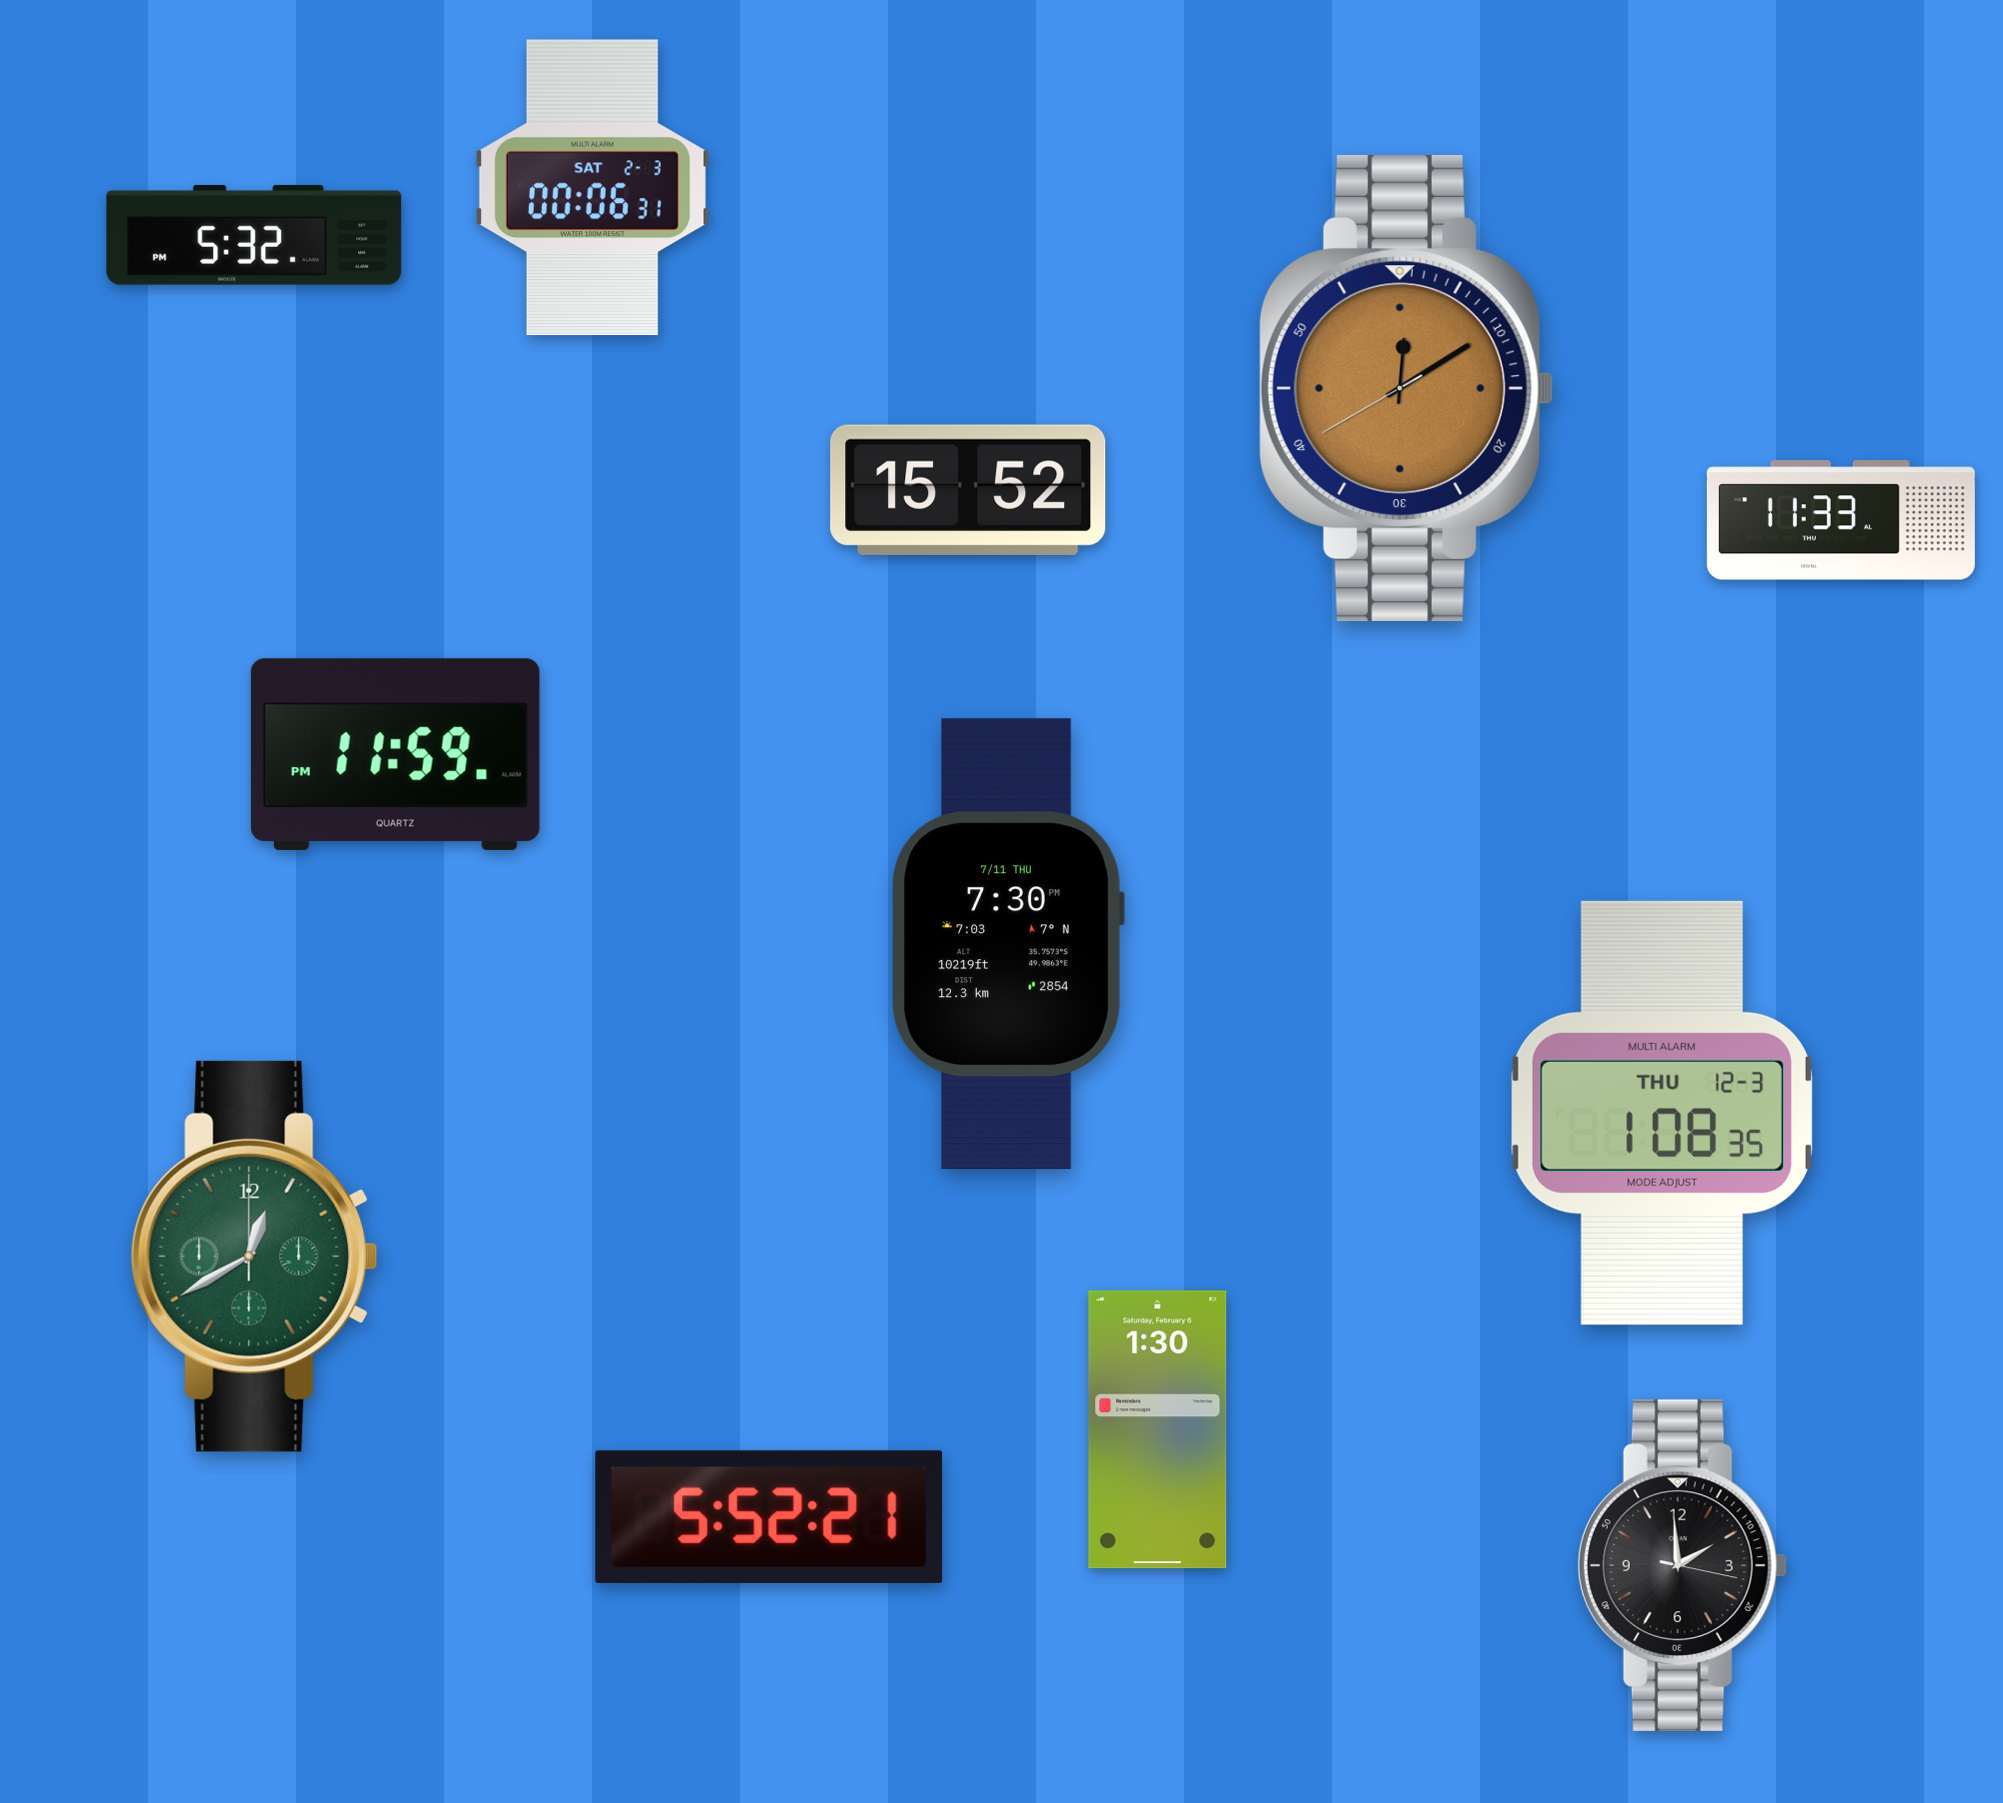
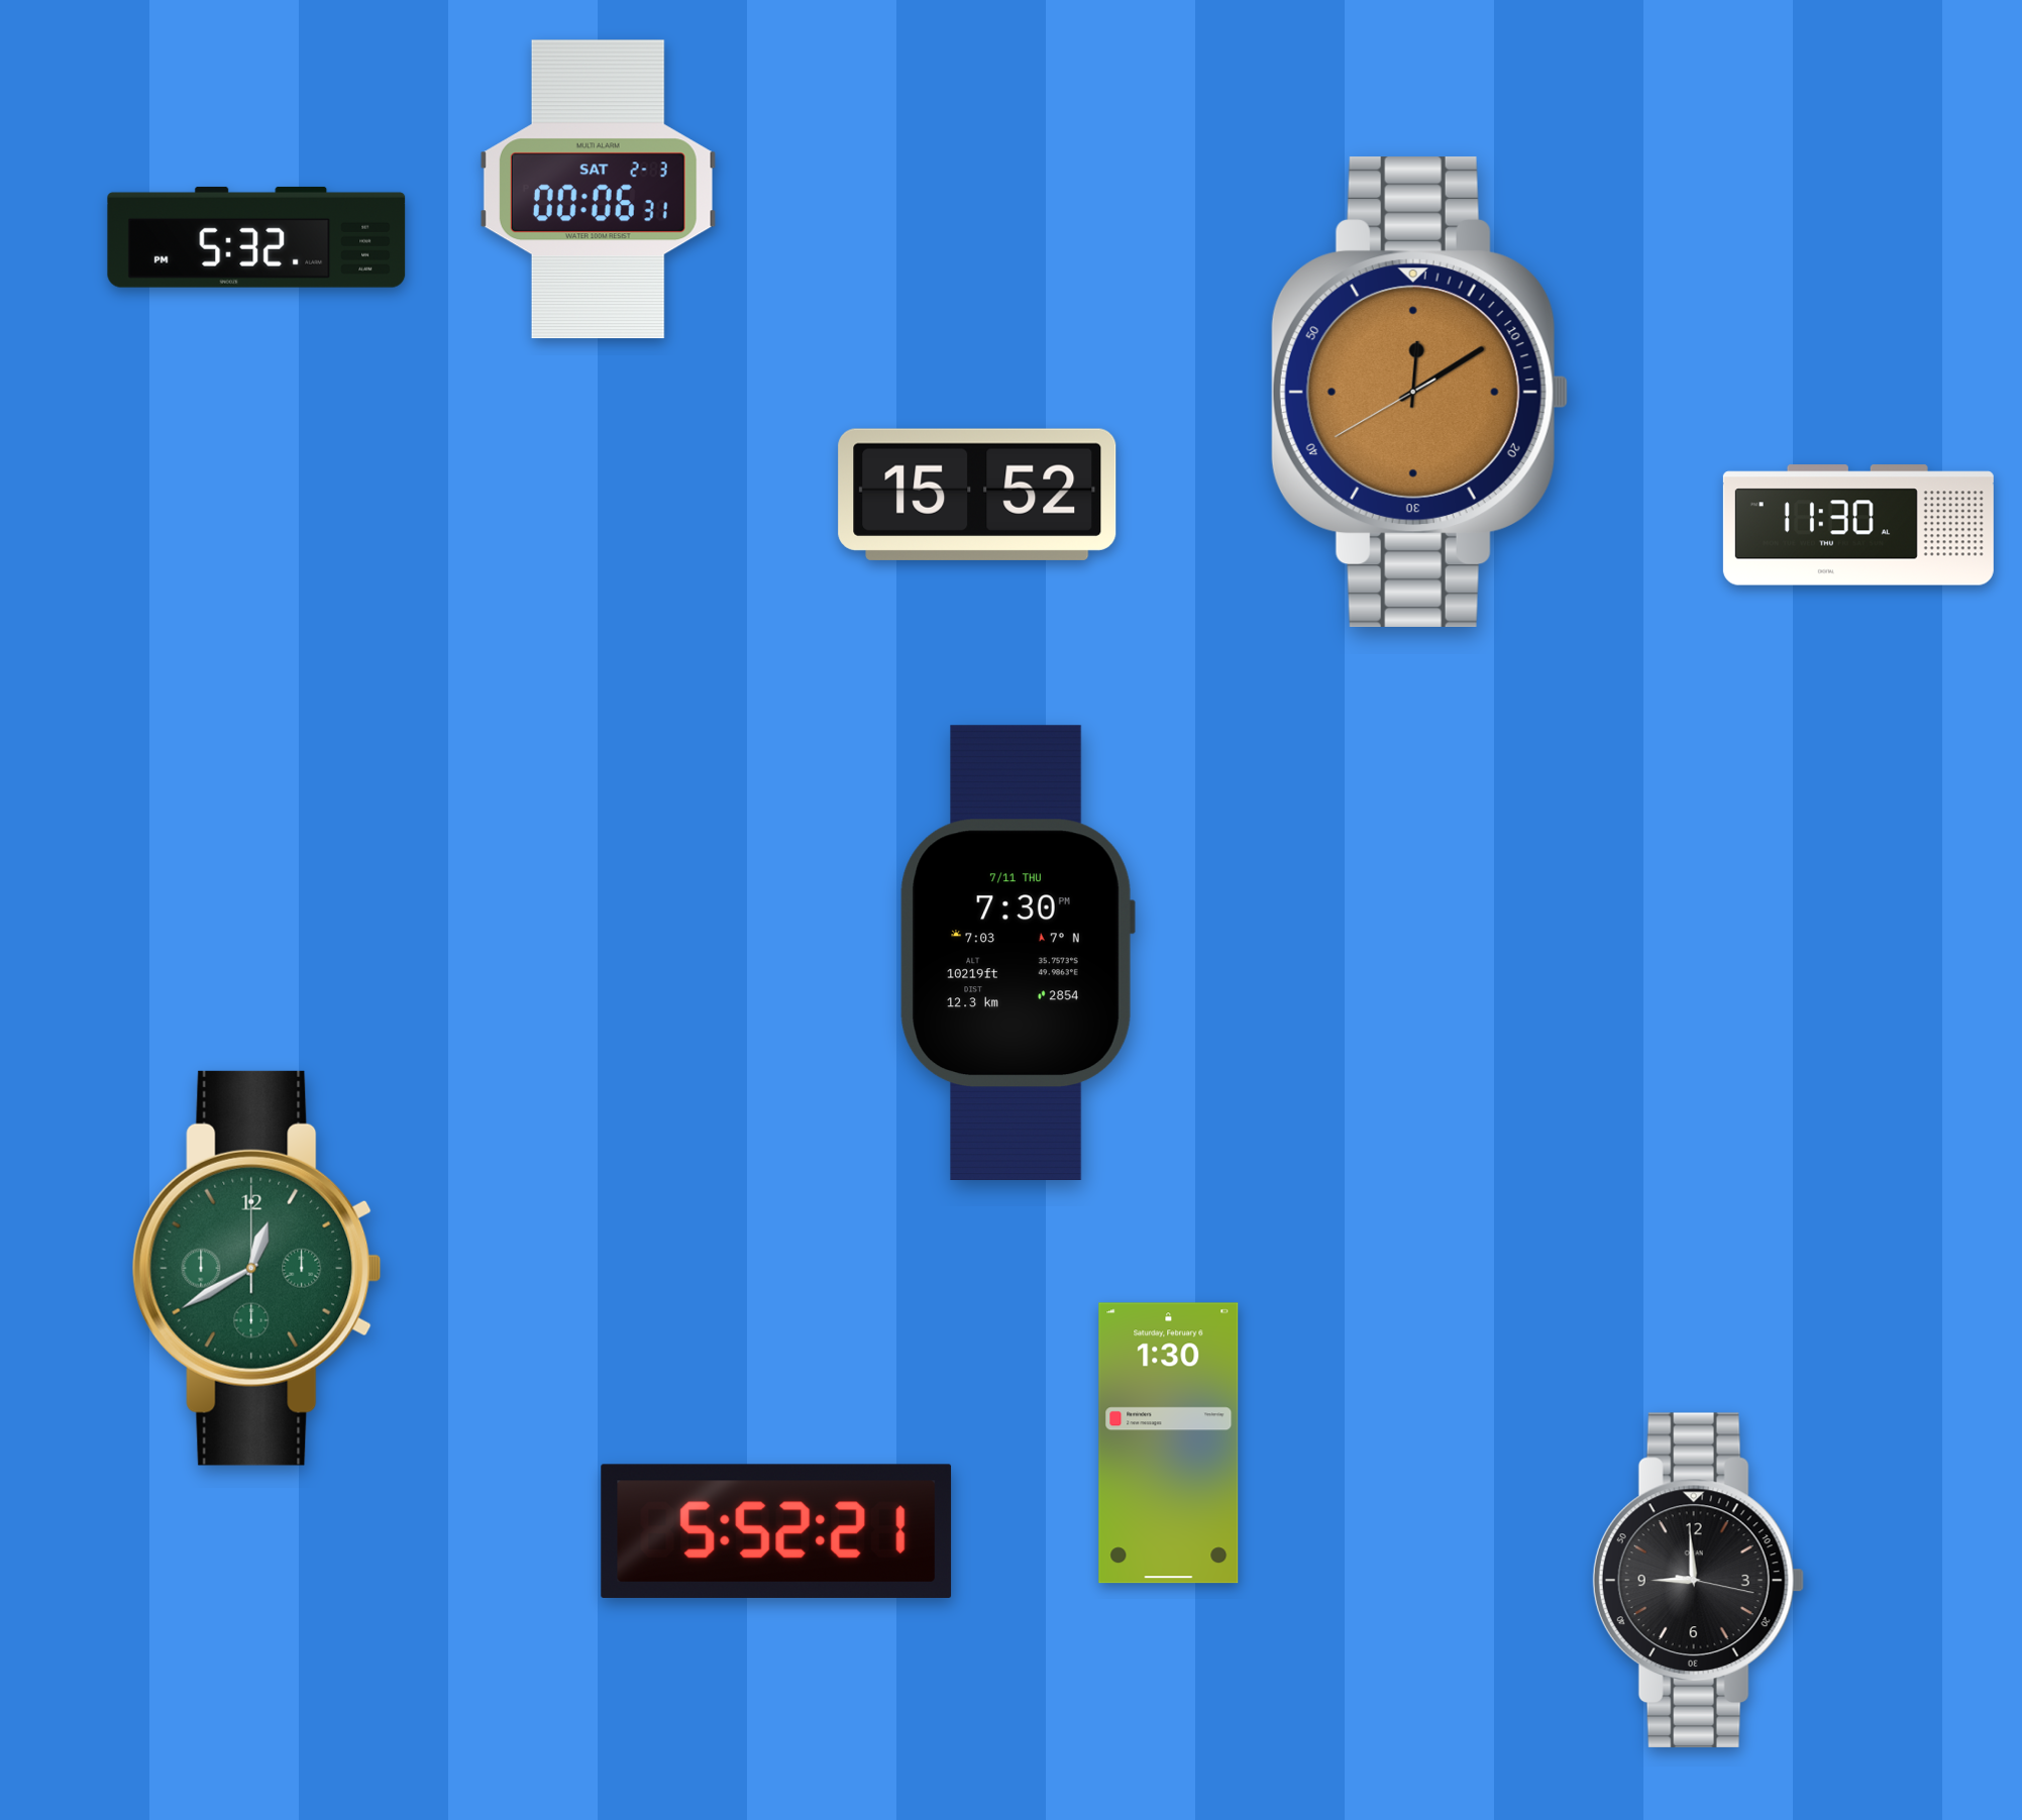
clock at (1841, 520): 11:33 -> 11:30
clock at (395, 754): 11:59 -> none
clock at (1662, 1113): 1:08 -> none
clock at (1682, 1565): 1:59 -> 8:59
